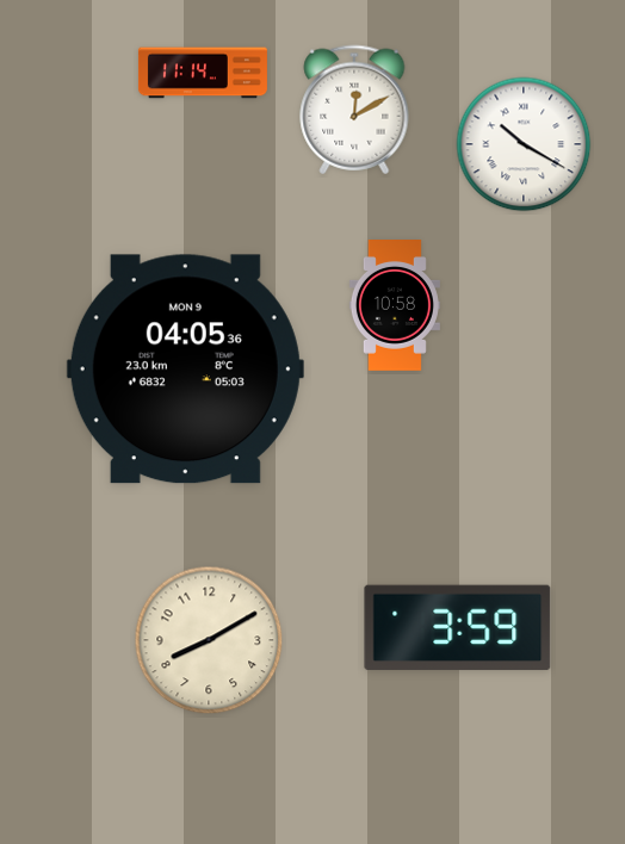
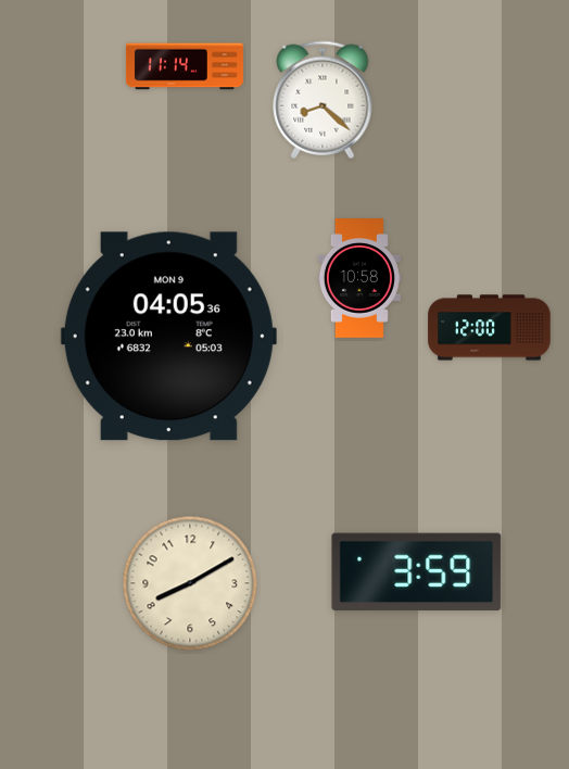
clock at (354, 110): 12:10 -> 8:22
clock at (524, 144): 10:20 -> none
clock at (490, 328): none -> 12:00
